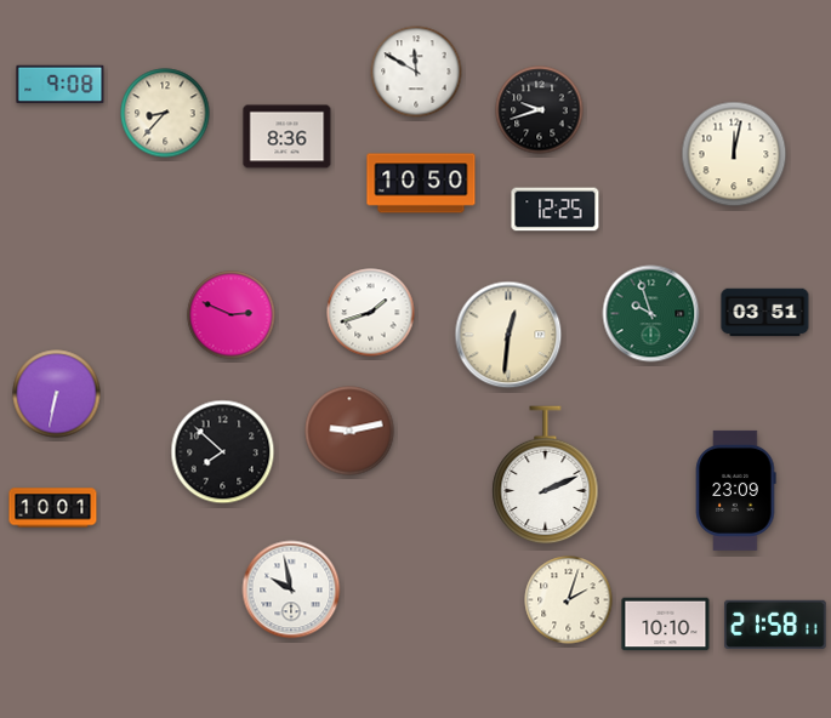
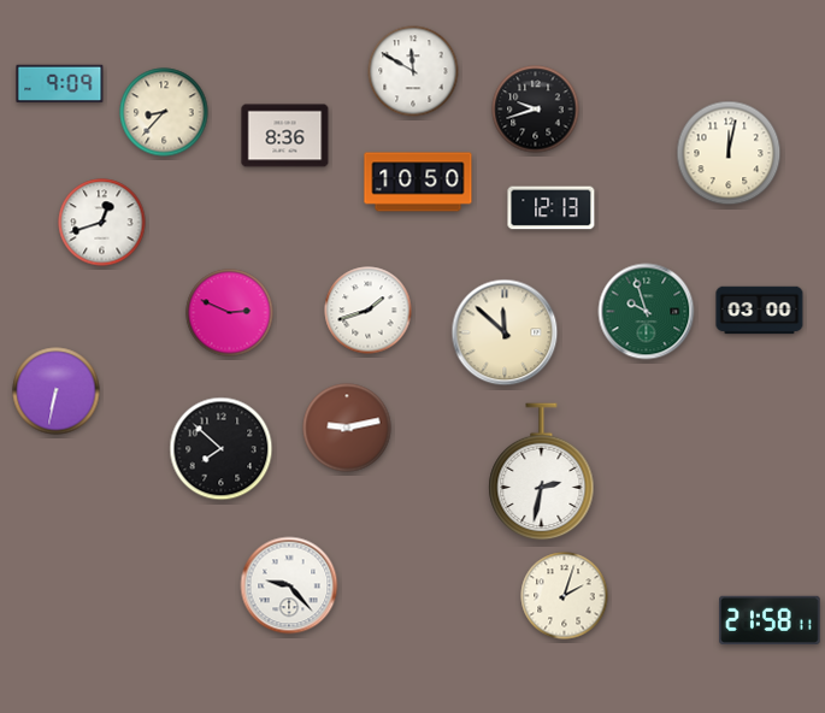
clock at (61, 85): 9:08 -> 9:09
clock at (556, 210): 12:25 -> 12:13
clock at (102, 223): none -> 12:42
clock at (765, 313): 03:51 -> 03:00
clock at (508, 335): 12:31 -> 11:52
clock at (546, 475): 2:11 -> 2:32
clock at (736, 490): 23:09 -> none
clock at (53, 508): 10:01 -> none
clock at (291, 589): 9:58 -> 9:23
clock at (666, 625): 10:10 -> none
